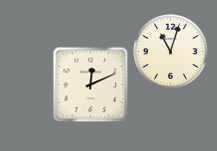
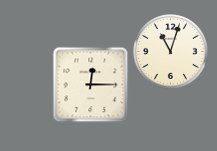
clock at (91, 85): 12:11 -> 12:15
